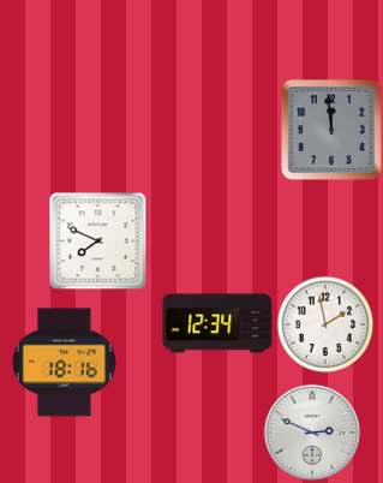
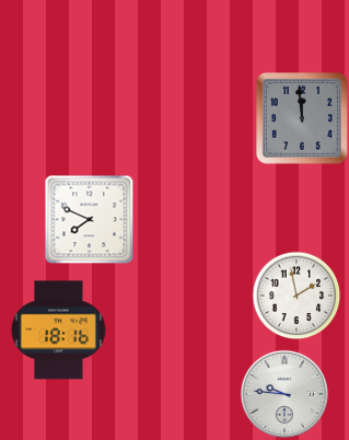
clock at (217, 323): 12:34 -> none
clock at (312, 433): 2:49 -> 9:46
